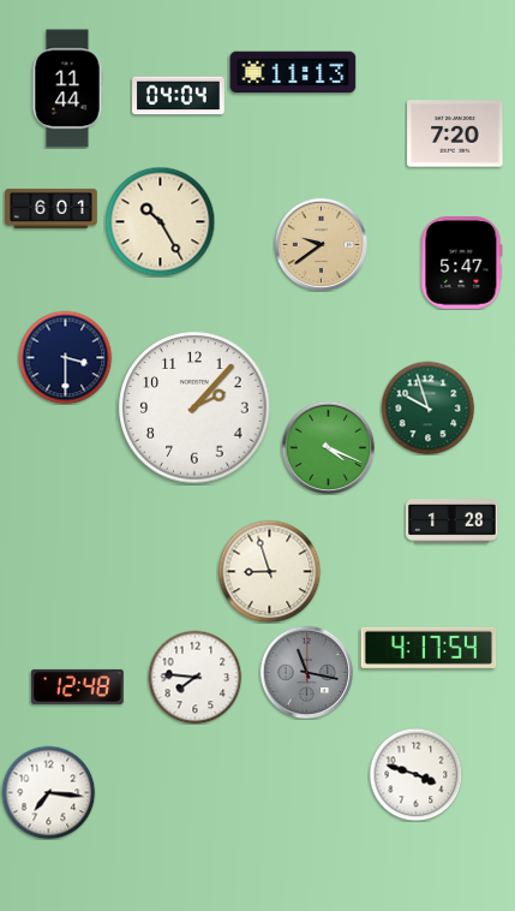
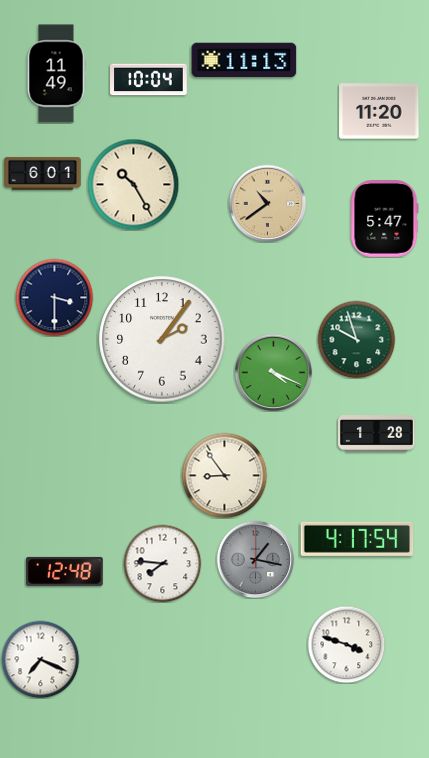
clock at (67, 89): 11:44 -> 11:49
clock at (179, 96): 04:04 -> 10:04
clock at (455, 133): 7:20 -> 11:20
clock at (321, 244): 9:39 -> 10:39
clock at (194, 407): 2:07 -> 2:06
clock at (269, 571): 8:57 -> 8:54
clock at (306, 672): 11:17 -> 1:17
clock at (48, 792): 7:16 -> 7:19
